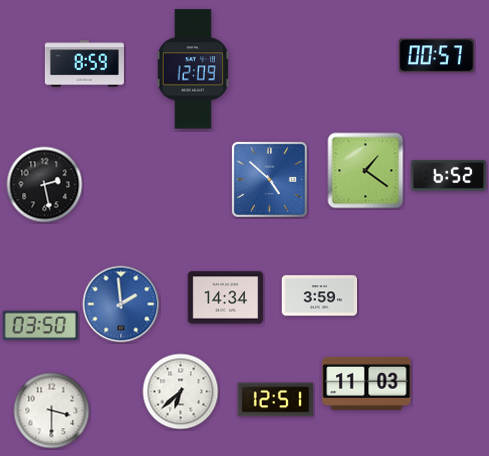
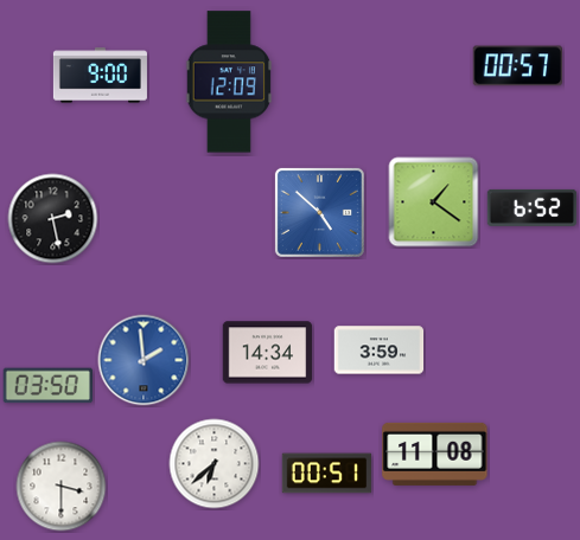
clock at (84, 64): 8:59 -> 9:00
clock at (367, 383): 11:03 -> 11:08
clock at (276, 400): 12:51 -> 00:51
